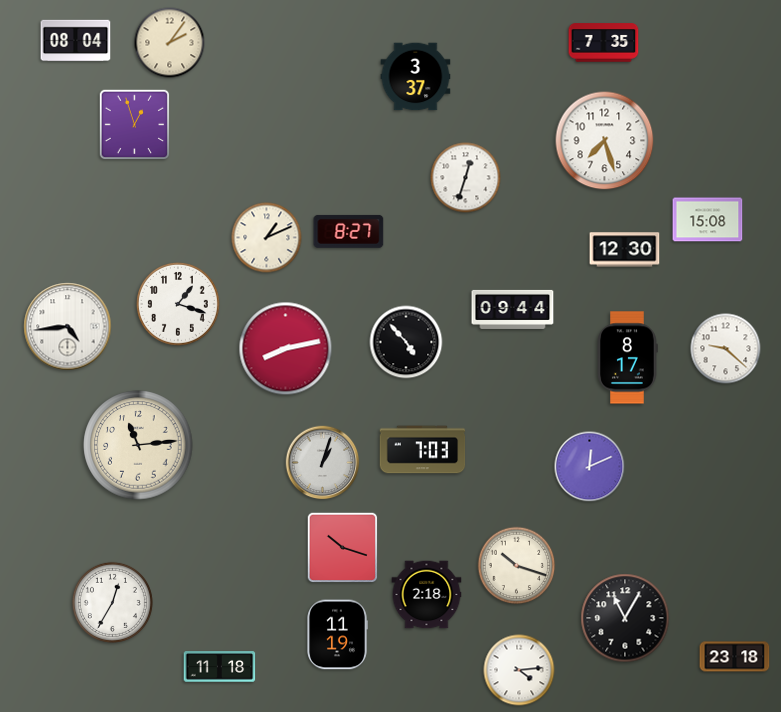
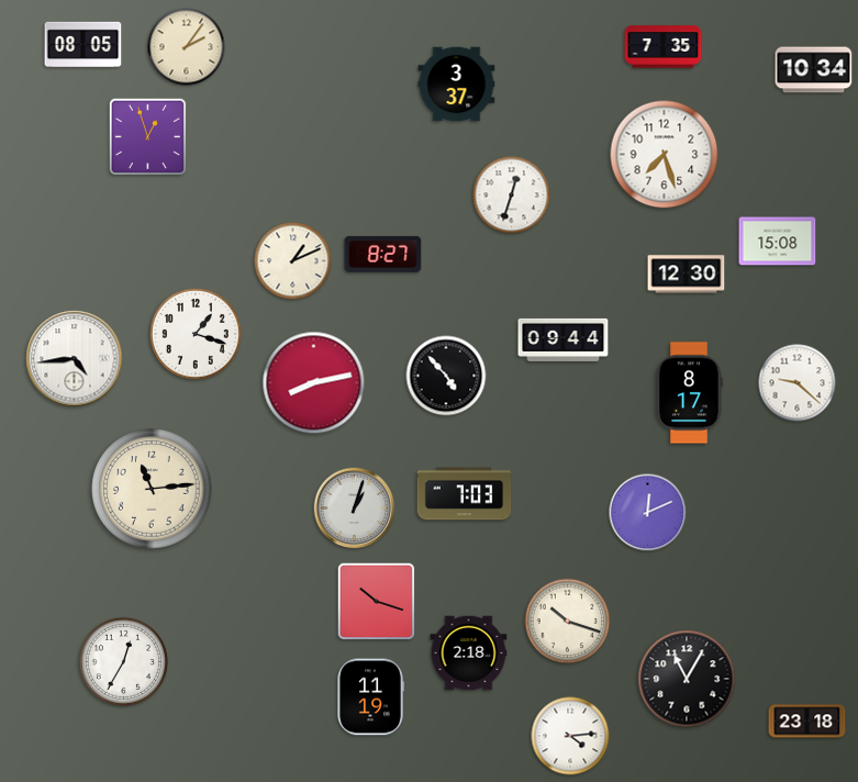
clock at (76, 41): 08:04 -> 08:05
clock at (814, 70): none -> 10:34
clock at (220, 667): 11:18 -> none
